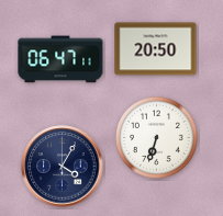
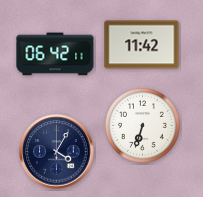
clock at (156, 49): 20:50 -> 11:42
clock at (60, 59): 06:47 -> 06:42
